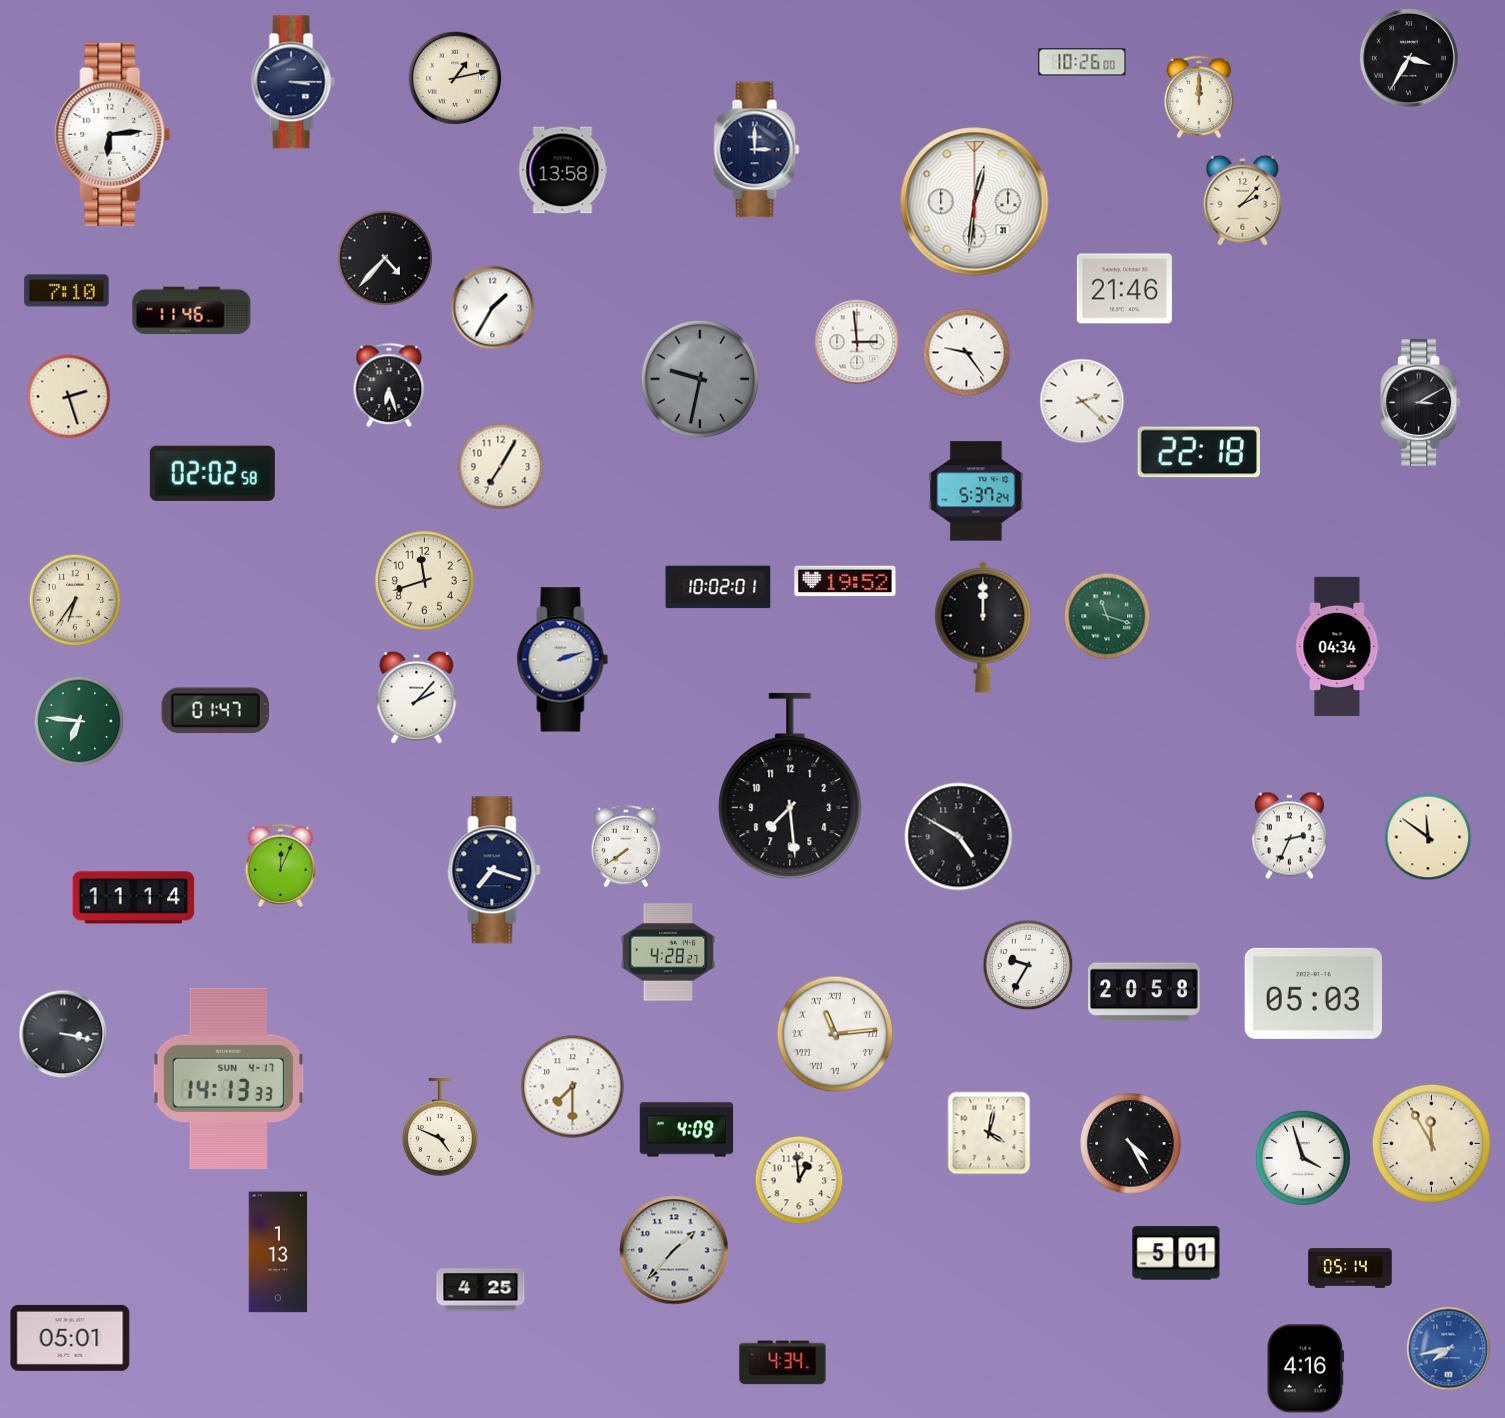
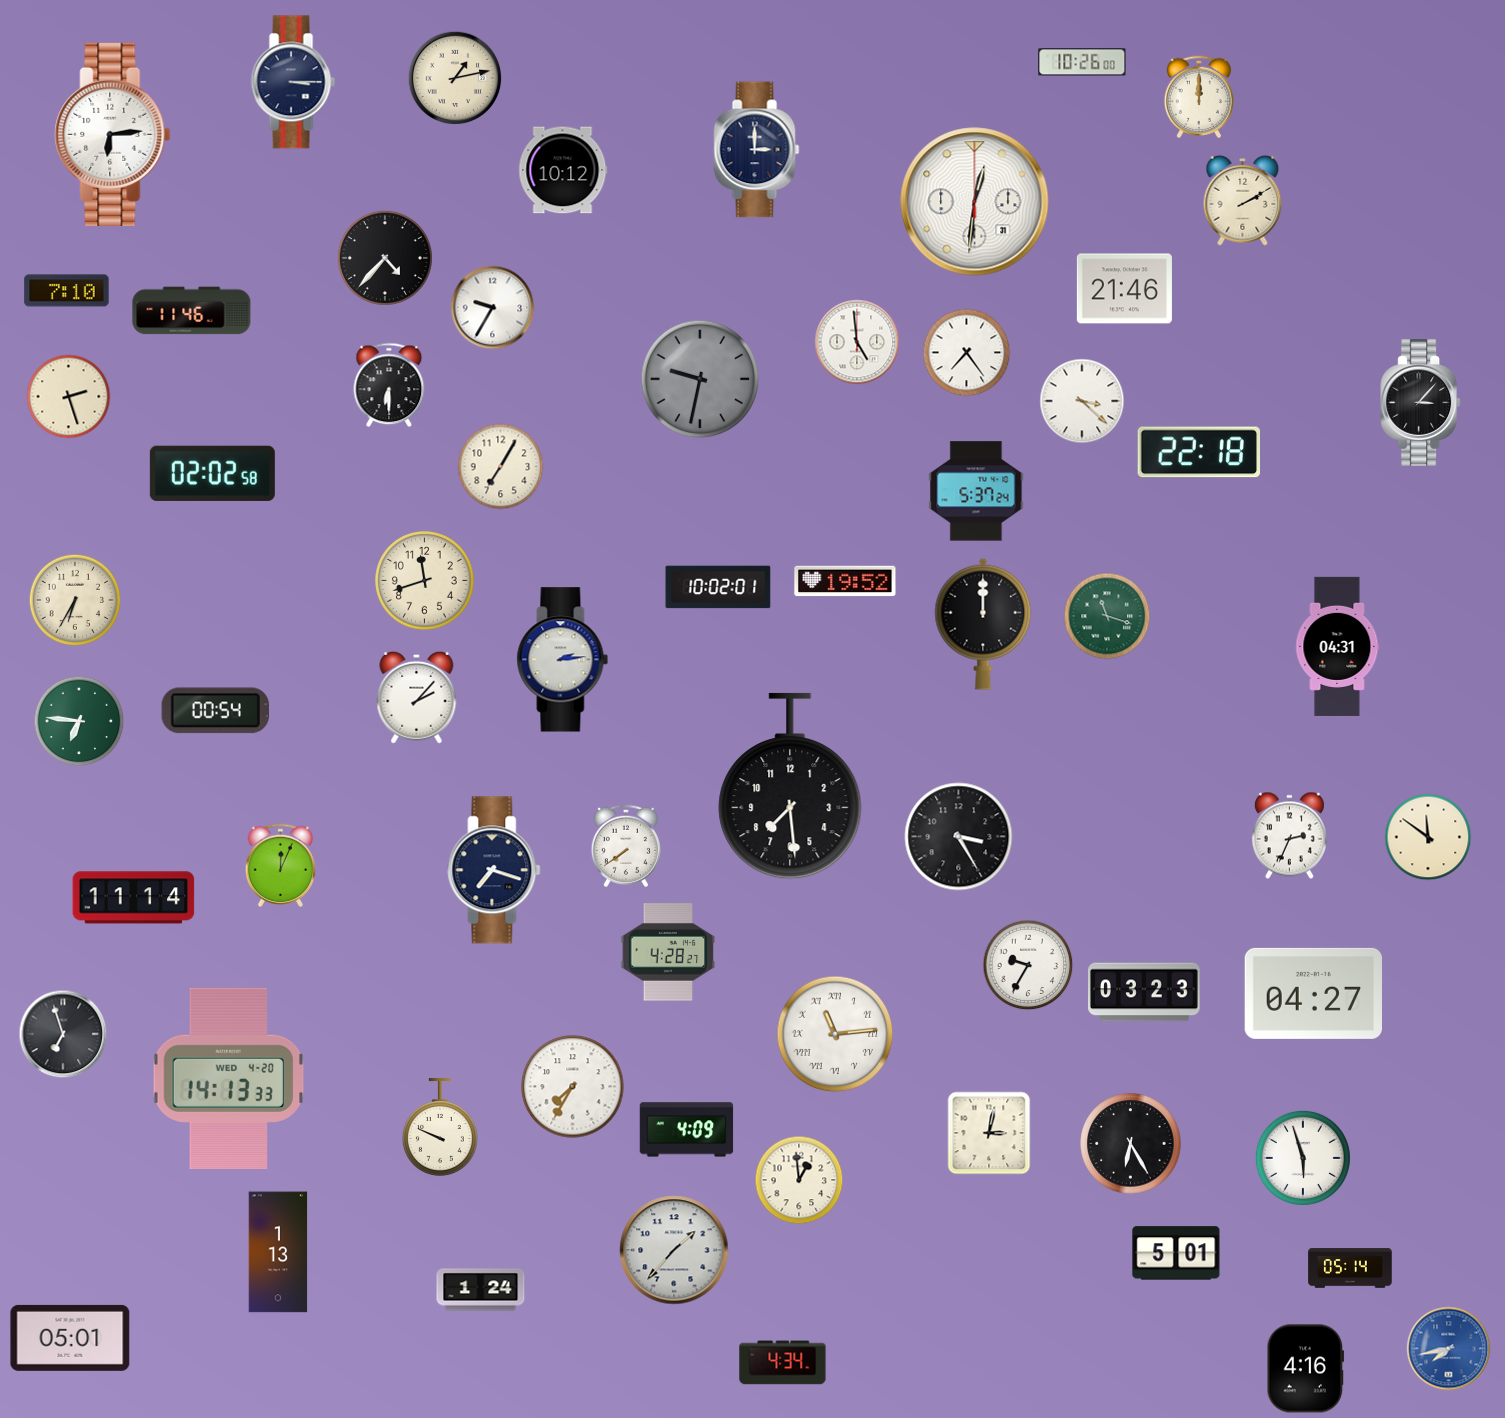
clock at (1409, 58): 3:35 -> none
clock at (563, 170): 13:58 -> 10:12
clock at (1243, 200): 2:07 -> 2:10
clock at (493, 308): 1:35 -> 9:35
clock at (857, 342): 2:59 -> 4:59
clock at (967, 353): 9:24 -> 7:24
clock at (389, 385): 6:27 -> 6:30
clock at (1082, 401): 2:22 -> 3:22
clock at (1421, 403): 3:10 -> 3:07
clock at (75, 600): 6:36 -> 6:35
clock at (983, 627) position: (983, 627) -> (983, 624)
clock at (1338, 646): 04:34 -> 04:31
clock at (563, 660): 2:12 -> 2:14
clock at (215, 711): 01:47 -> 00:54
clock at (959, 837): 4:50 -> 3:25
clock at (1145, 992): 20:58 -> 03:23
clock at (1314, 993): 05:03 -> 04:27
clock at (63, 1034): 3:17 -> 6:57
clock at (229, 1078) date: SUN 4-17 -> WED 4-20
clock at (573, 1087): 7:30 -> 7:35
clock at (440, 1127): 4:49 -> 9:49
clock at (989, 1133): 4:02 -> 3:02
clock at (1131, 1144): 4:25 -> 6:25
clock at (1432, 1144): 11:55 -> none
clock at (1303, 1158): 3:57 -> 5:57
clock at (481, 1290): 4:25 -> 1:24
